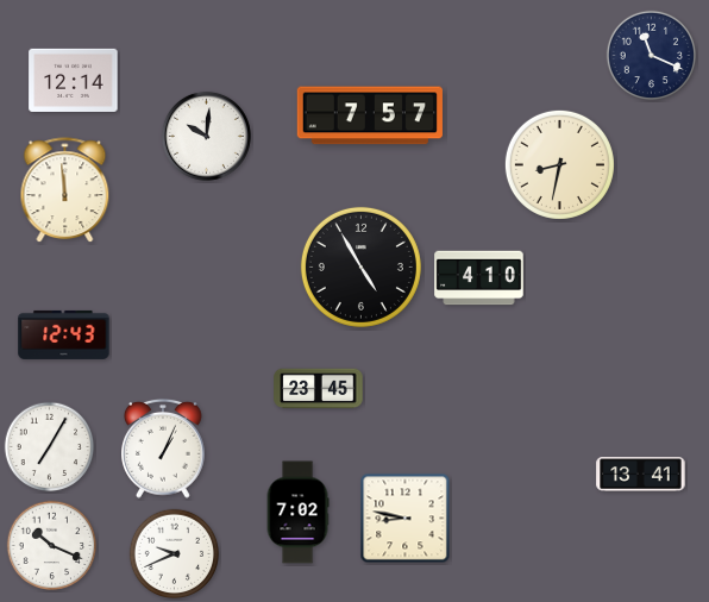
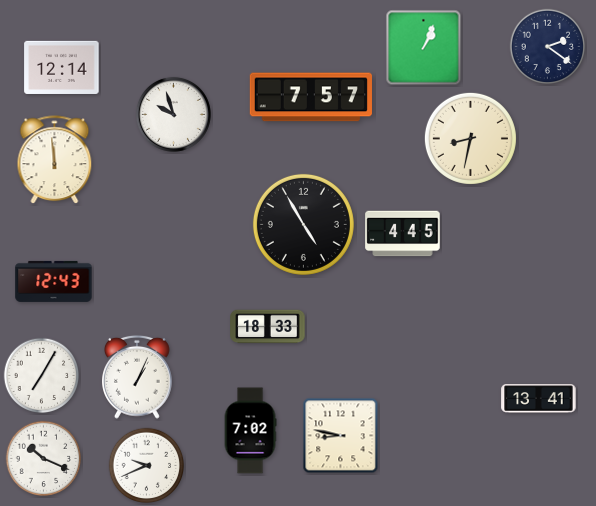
clock at (652, 56): 11:19 -> 2:21
clock at (424, 48): none -> 1:04
clock at (206, 136): 10:01 -> 9:57
clock at (479, 278): 4:10 -> 4:45
clock at (319, 389): 23:45 -> 18:33
